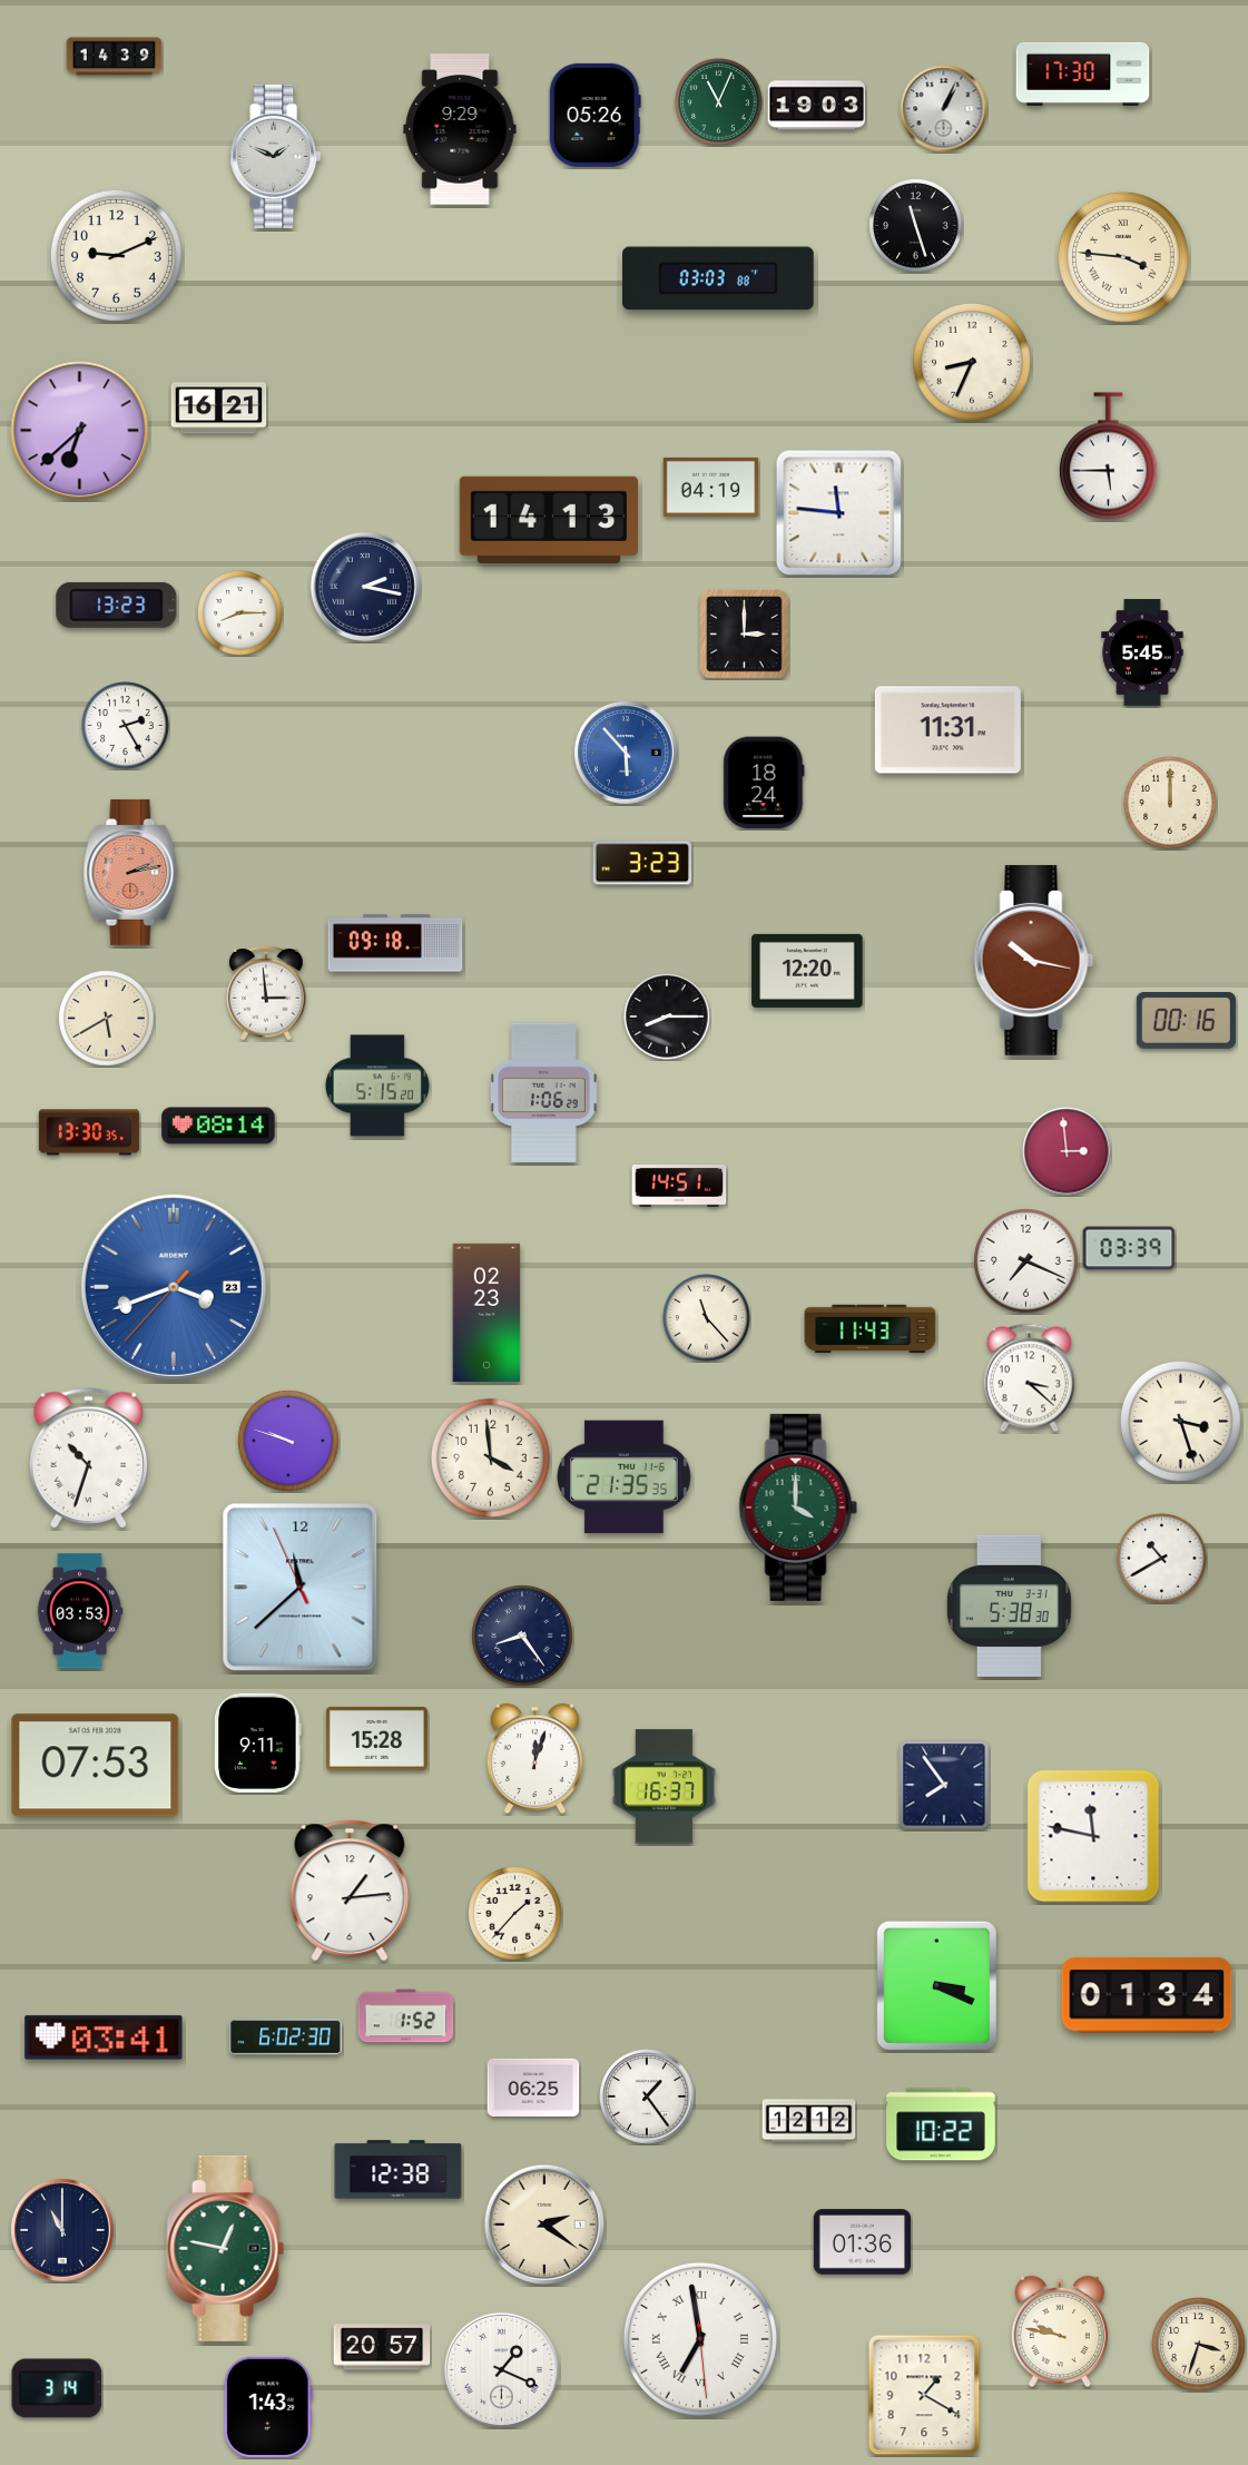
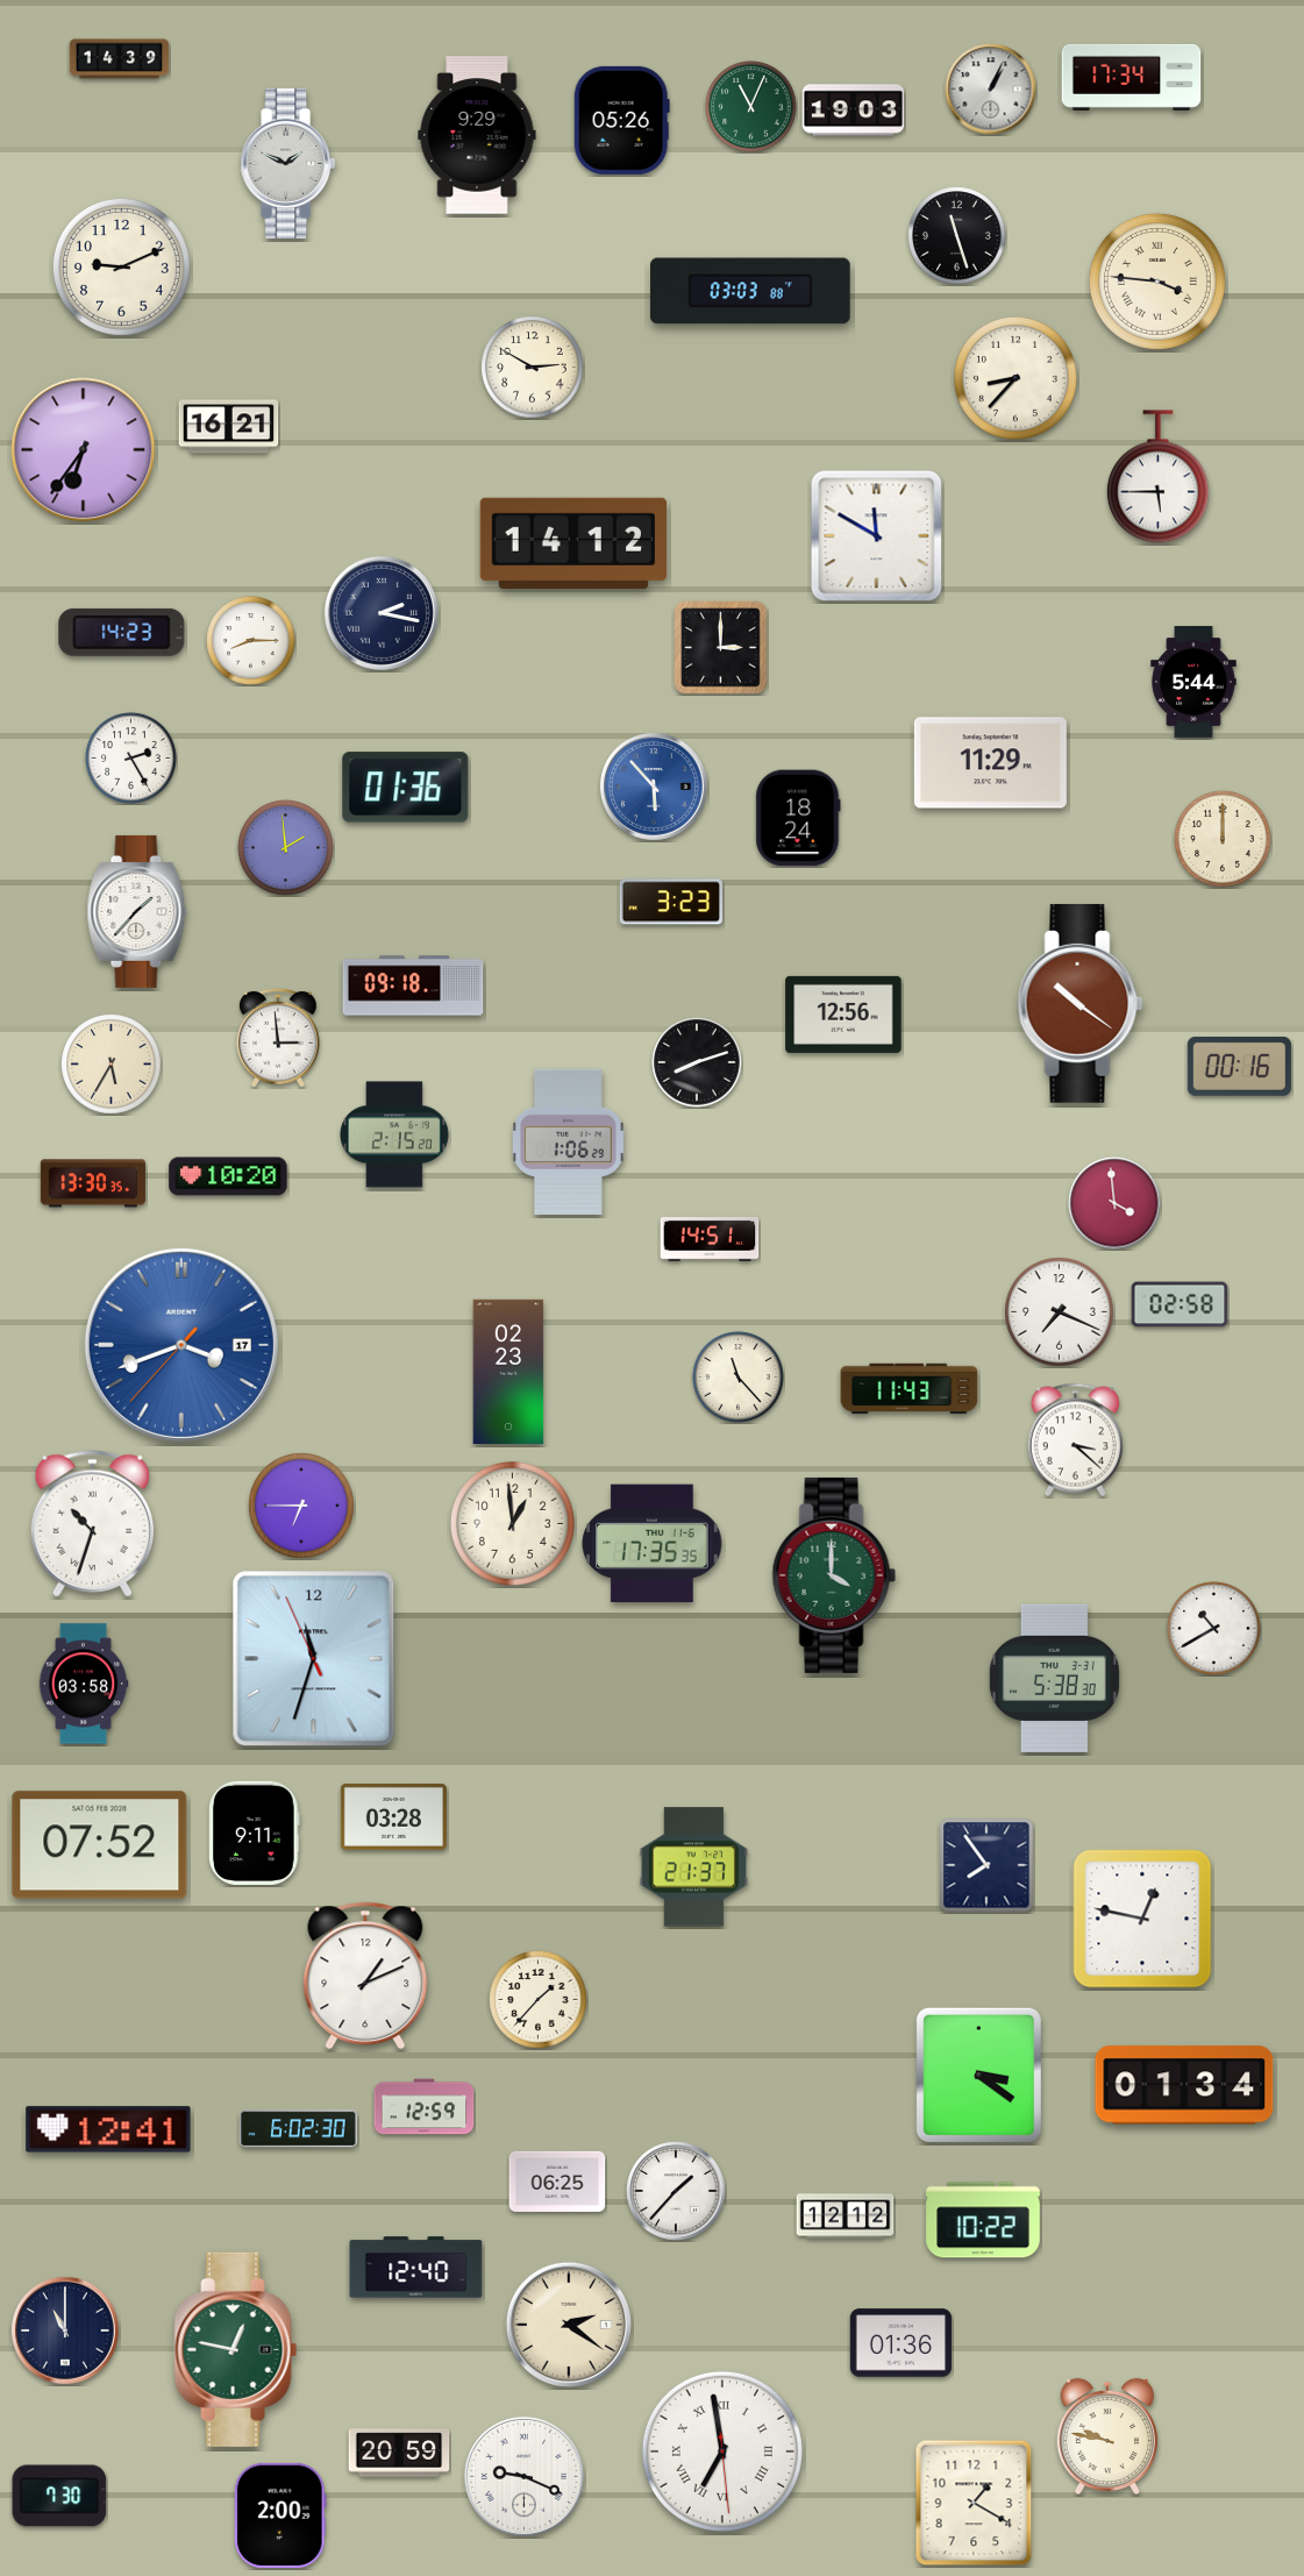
clock at (1083, 73): 17:30 -> 17:34
clock at (944, 109) position: (944, 109) -> (991, 90)
clock at (460, 129) position: (460, 129) -> (477, 135)
clock at (1123, 257) position: (1123, 257) -> (1157, 282)
clock at (533, 368): none -> 2:50
clock at (972, 362): 8:34 -> 8:37
clock at (80, 431): 6:38 -> 6:36
clock at (711, 487): 04:19 -> none
clock at (839, 513): 11:46 -> 11:50
clock at (548, 520): 14:13 -> 14:12
clock at (117, 605): 13:23 -> 14:23
clock at (745, 635) position: (745, 635) -> (721, 648)
clock at (1142, 652): 5:45 -> 5:44
clock at (947, 730): 11:31 -> 11:29
clock at (406, 788): none -> 01:36
clock at (286, 848): none -> 1:59
clock at (131, 872): 2:13 -> 1:37
clock at (131, 872) dial: salmon -> white
clock at (1034, 960): 10:17 -> 10:21
clock at (807, 971): 12:20 -> 12:56
clock at (667, 1017): 8:15 -> 8:12
clock at (107, 1019): 5:40 -> 5:35
clock at (377, 1086): 5:15 -> 2:15
clock at (218, 1126): 08:14 -> 10:20
clock at (1067, 1151): 2:59 -> 3:59
clock at (1129, 1248): 03:39 -> 02:58
clock at (1026, 1261) position: (1026, 1261) -> (1060, 1312)
clock at (174, 1287) date: 23 -> 17
clock at (1180, 1421): 3:27 -> none
clock at (288, 1441): 9:48 -> 6:45
clock at (490, 1457): 3:59 -> 12:59
clock at (625, 1477): 21:35 -> 17:35
clock at (301, 1588): 11:37 -> 11:32
clock at (80, 1611): 03:53 -> 03:58
clock at (522, 1636): 8:24 -> none
clock at (376, 1738): 15:28 -> 03:28
clock at (258, 1742) position: (258, 1742) -> (255, 1833)
clock at (534, 1759): 12:03 -> none
clock at (96, 1766): 07:53 -> 07:52
clock at (664, 1787): 16:37 -> 21:37
clock at (1093, 1836): 11:47 -> 12:47
clock at (350, 1891): 1:14 -> 1:11
clock at (936, 1985): 3:19 -> 3:21
clock at (1147, 1995) position: (1147, 1995) -> (1184, 2085)
clock at (406, 2016): 1:52 -> 12:59
clock at (104, 2037): 03:41 -> 12:41
clock at (647, 2096): 1:24 -> 1:37
clock at (399, 2170): 12:38 -> 12:40
clock at (700, 2339) position: (700, 2339) -> (722, 2452)
clock at (1199, 2345): 3:33 -> none
clock at (382, 2347): 20:57 -> 20:59
clock at (501, 2369): 1:19 -> 9:19
clock at (57, 2388): 3:14 -> 7:30
clock at (924, 2395) position: (924, 2395) -> (974, 2503)
clock at (268, 2407): 1:43 -> 2:00
